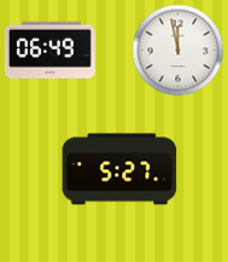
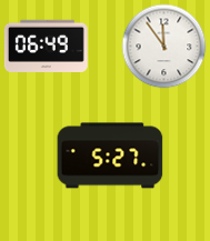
clock at (179, 51): 11:58 -> 11:54
